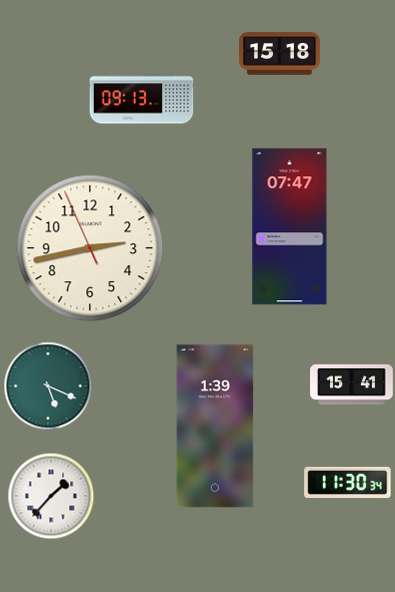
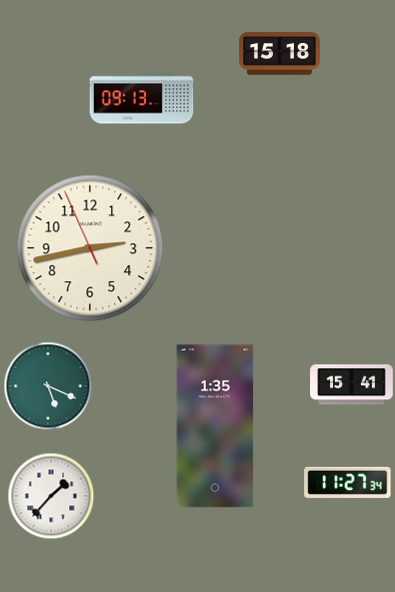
clock at (290, 227): 07:47 -> none
clock at (215, 426): 1:39 -> 1:35
clock at (348, 482): 11:30 -> 11:27
